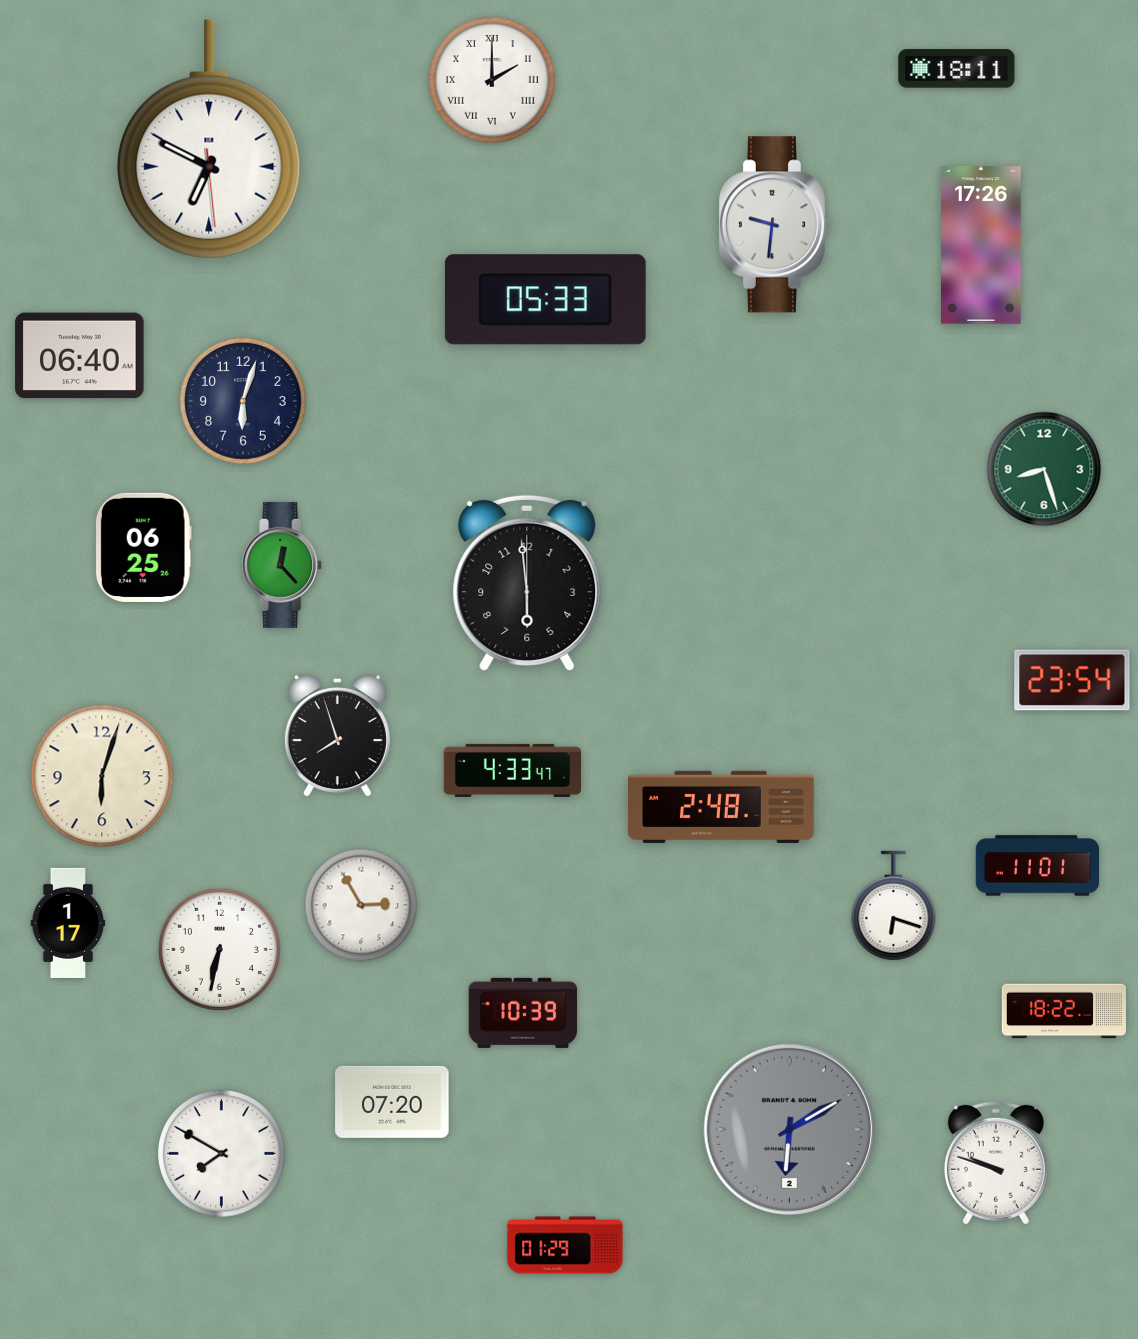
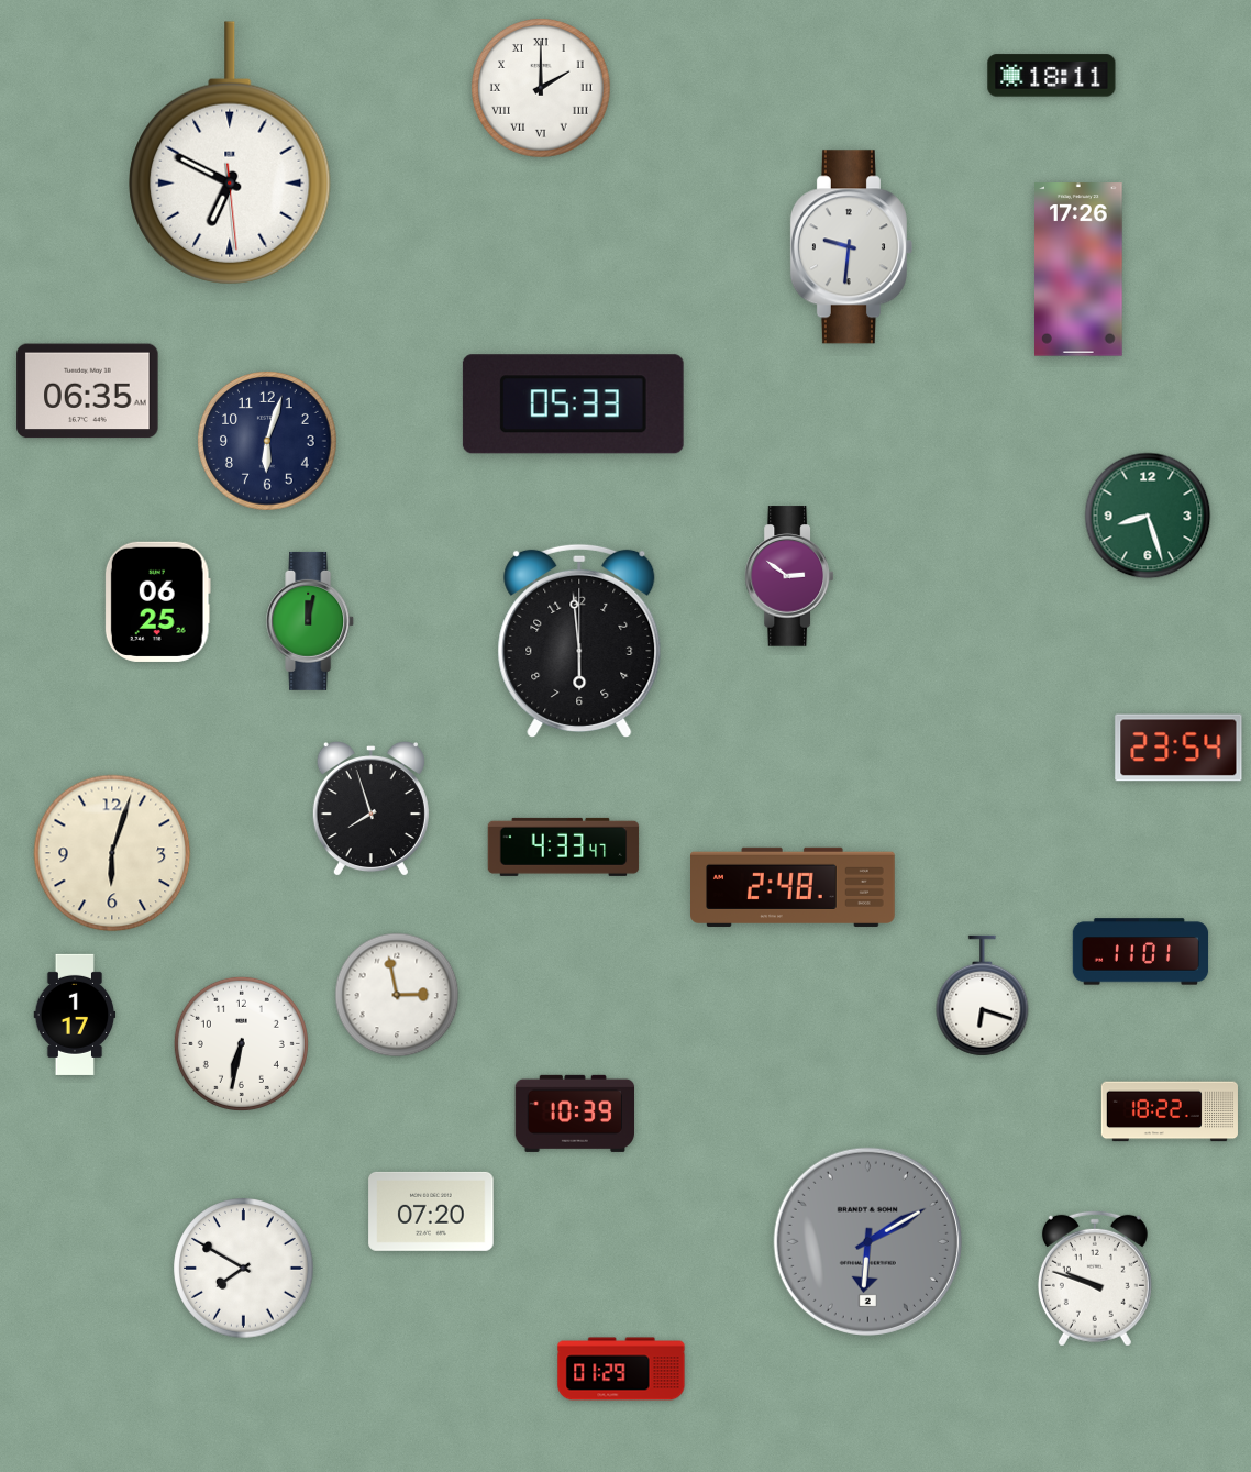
clock at (545, 300) position: (545, 300) -> (573, 405)
clock at (80, 356): 06:40 -> 06:35
clock at (788, 576): none -> 2:51
clock at (283, 565): 12:23 -> 12:02
clock at (361, 905): 2:55 -> 2:58
